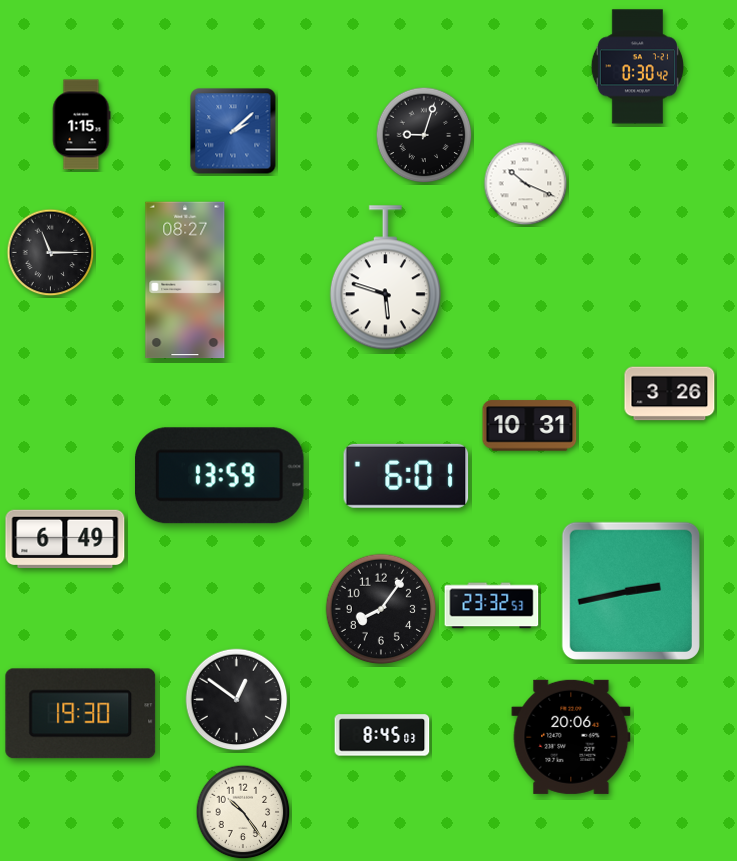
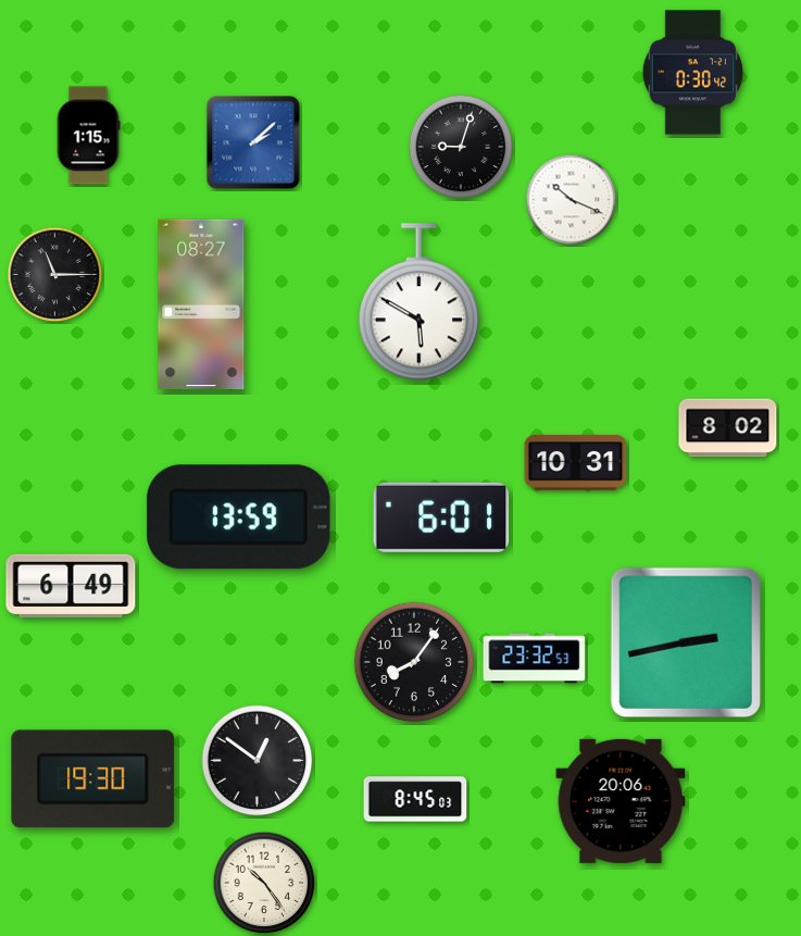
clock at (385, 278): 5:48 -> 5:50
clock at (670, 394): 3:26 -> 8:02
clock at (81, 714) position: (81, 714) -> (93, 779)
